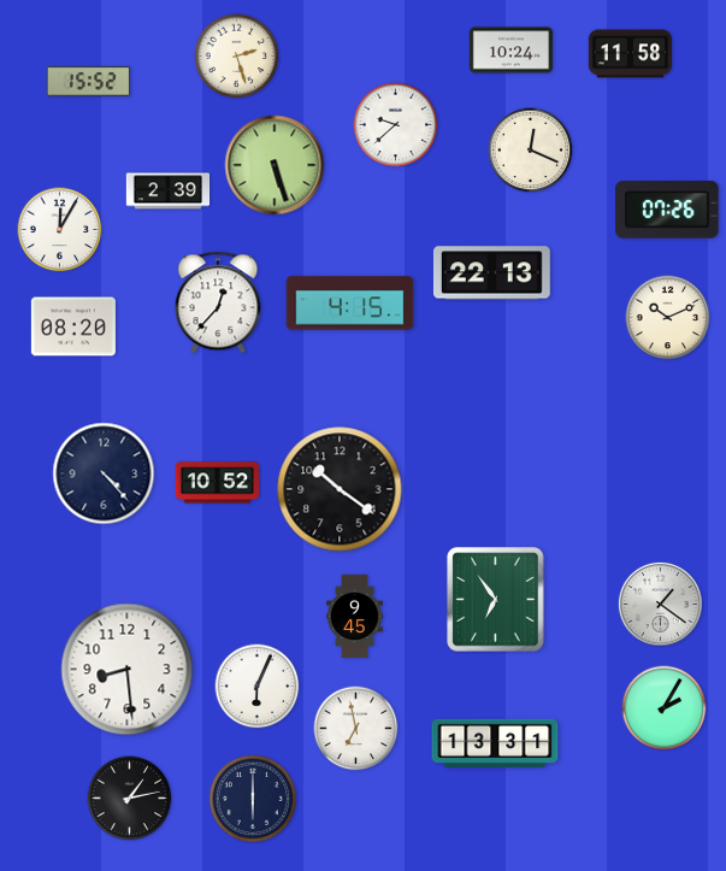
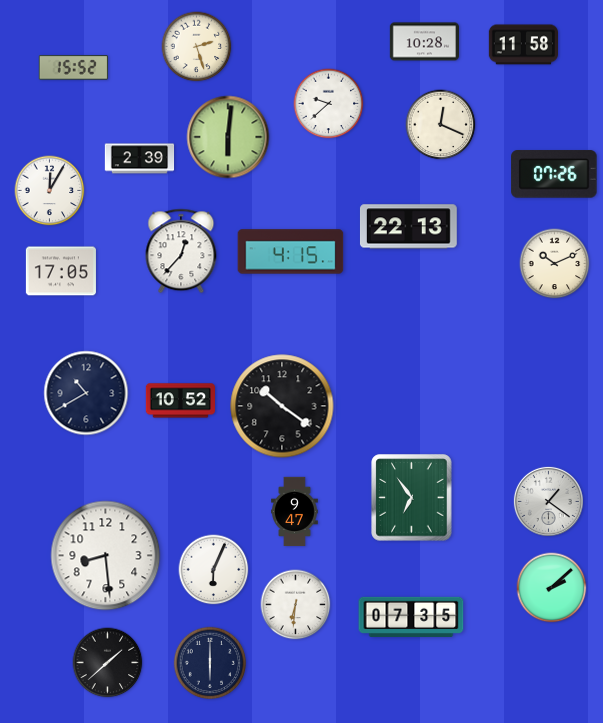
clock at (510, 51): 10:24 -> 10:28
clock at (275, 165): 5:27 -> 6:01
clock at (73, 326): 08:20 -> 17:05
clock at (104, 473): 4:23 -> 10:40
clock at (355, 617): 9:45 -> 9:47
clock at (665, 708): 2:05 -> 2:08
clock at (356, 729): 6:58 -> 6:31
clock at (495, 743): 13:31 -> 07:35
clock at (130, 799): 1:13 -> 1:38
